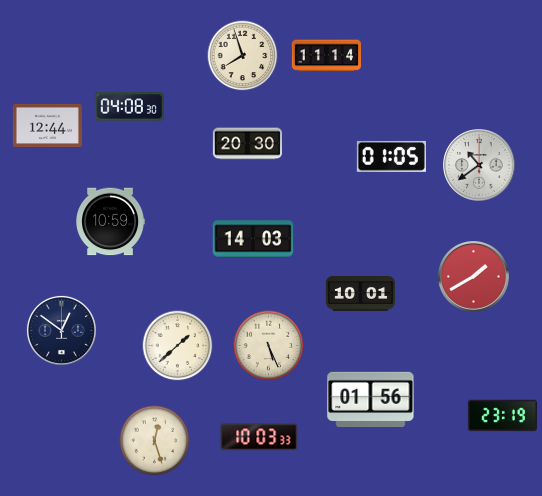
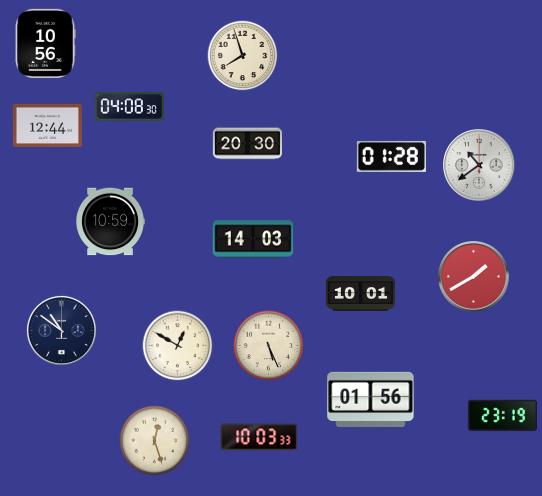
clock at (45, 43): none -> 10:56
clock at (326, 56): 11:14 -> none
clock at (391, 156): 01:05 -> 01:28
clock at (61, 330): 12:51 -> 10:51
clock at (178, 346): 1:38 -> 12:50
